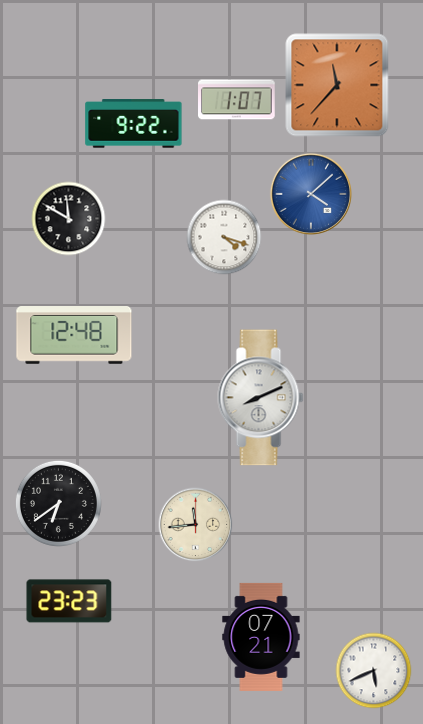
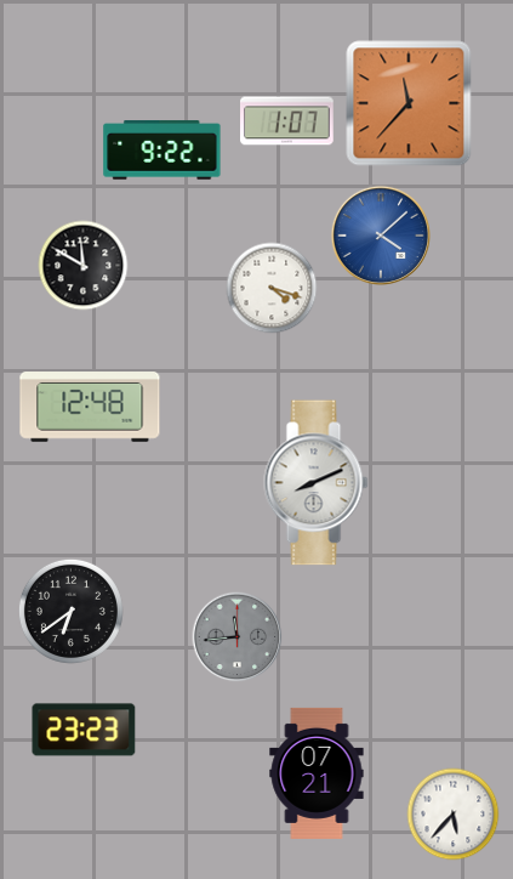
clock at (311, 194) position: (311, 194) -> (381, 236)
clock at (196, 525) dial: cream -> grey
clock at (374, 671): 5:41 -> 5:37
